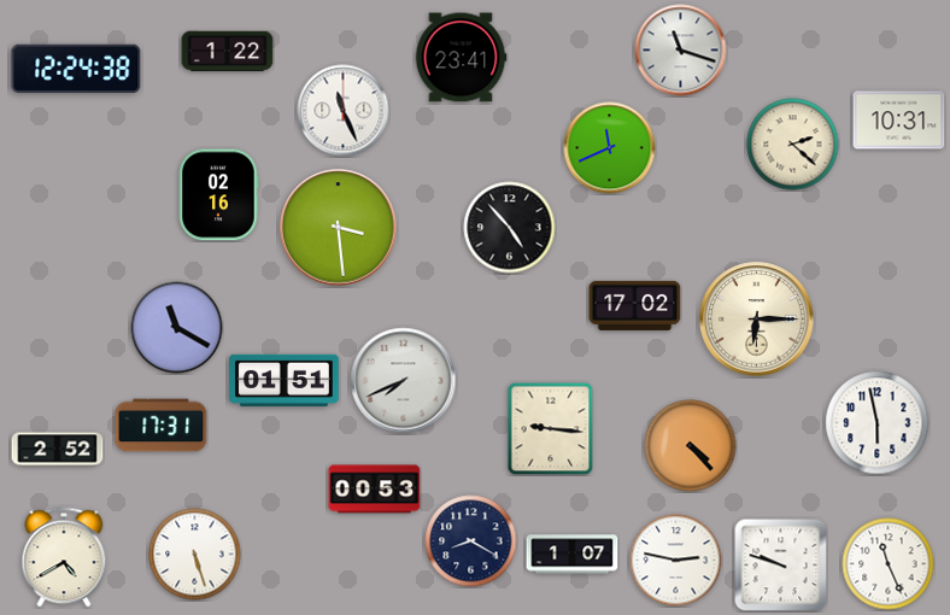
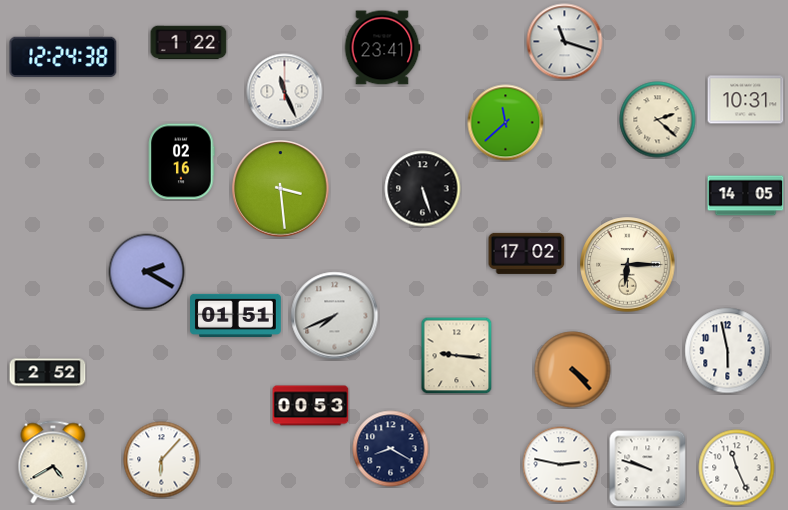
clock at (610, 148): 11:41 -> 11:38
clock at (510, 228): 4:53 -> 5:27
clock at (746, 196): none -> 14:05
clock at (177, 328): 11:20 -> 2:20
clock at (162, 426): 17:31 -> none
clock at (195, 555): 5:27 -> 6:07
clock at (573, 555): 1:07 -> none
